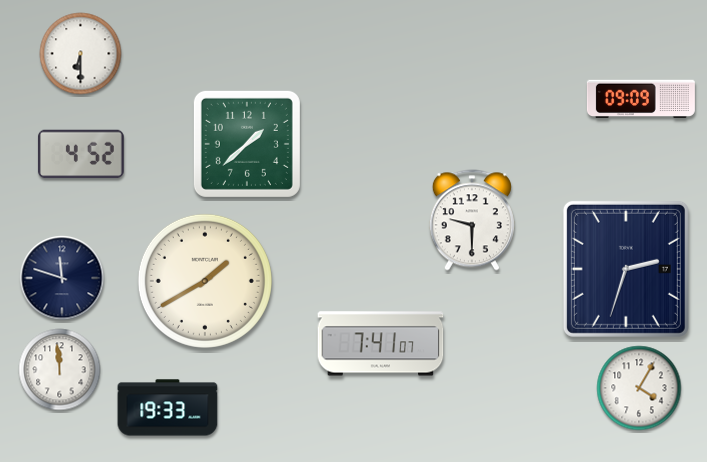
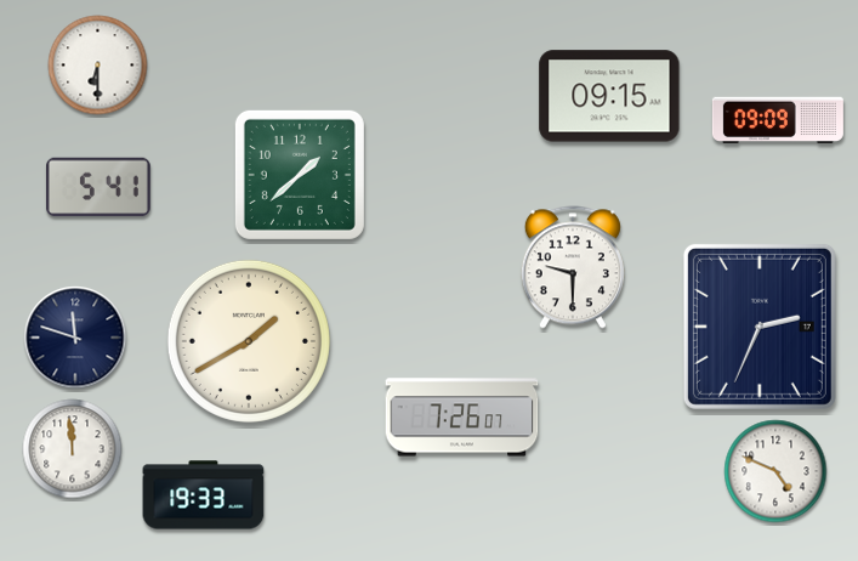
clock at (609, 96): none -> 09:15
clock at (81, 154): 4:52 -> 5:41
clock at (626, 269): 2:33 -> 2:34
clock at (381, 344): 7:41 -> 7:26
clock at (639, 388): 4:05 -> 4:49
